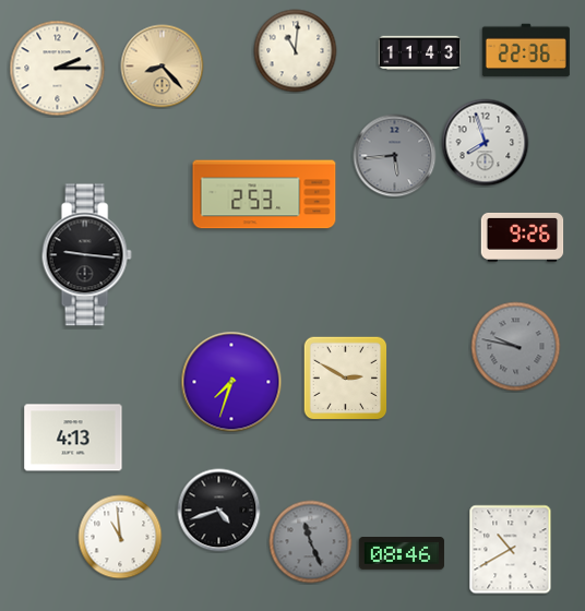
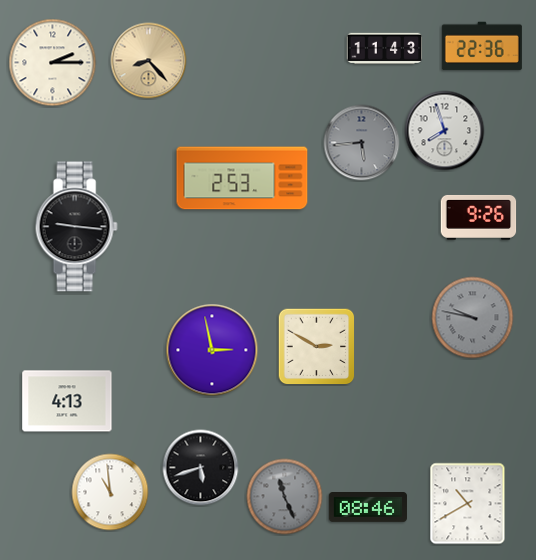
clock at (296, 51): 11:01 -> none
clock at (86, 255) position: (86, 255) -> (76, 227)
clock at (231, 382): 7:33 -> 2:58
clock at (219, 511): 4:42 -> 5:42
